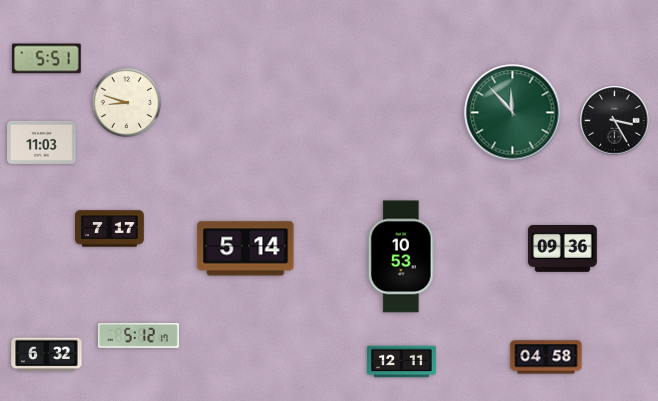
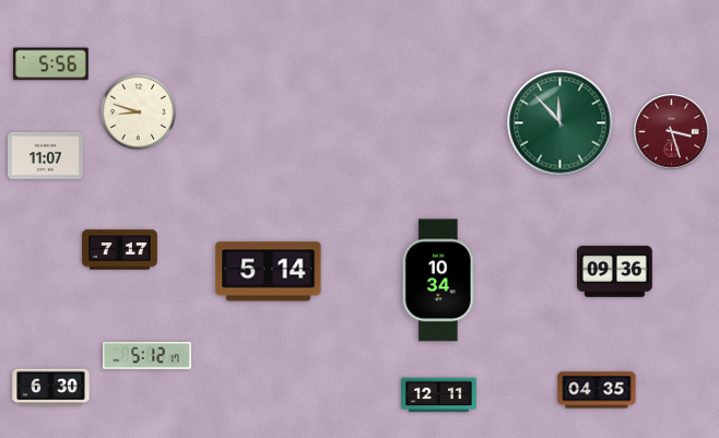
clock at (47, 59): 5:51 -> 5:56
clock at (615, 121): 3:25 -> 3:27
clock at (615, 121) dial: black -> burgundy
clock at (42, 142): 11:03 -> 11:07
clock at (401, 257): 10:53 -> 10:34
clock at (139, 336) position: (139, 336) -> (148, 356)
clock at (47, 355): 6:32 -> 6:30
clock at (546, 357): 04:58 -> 04:35
